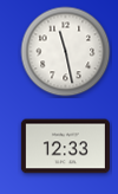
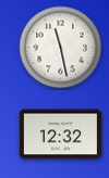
clock at (65, 147): 12:33 -> 12:32
